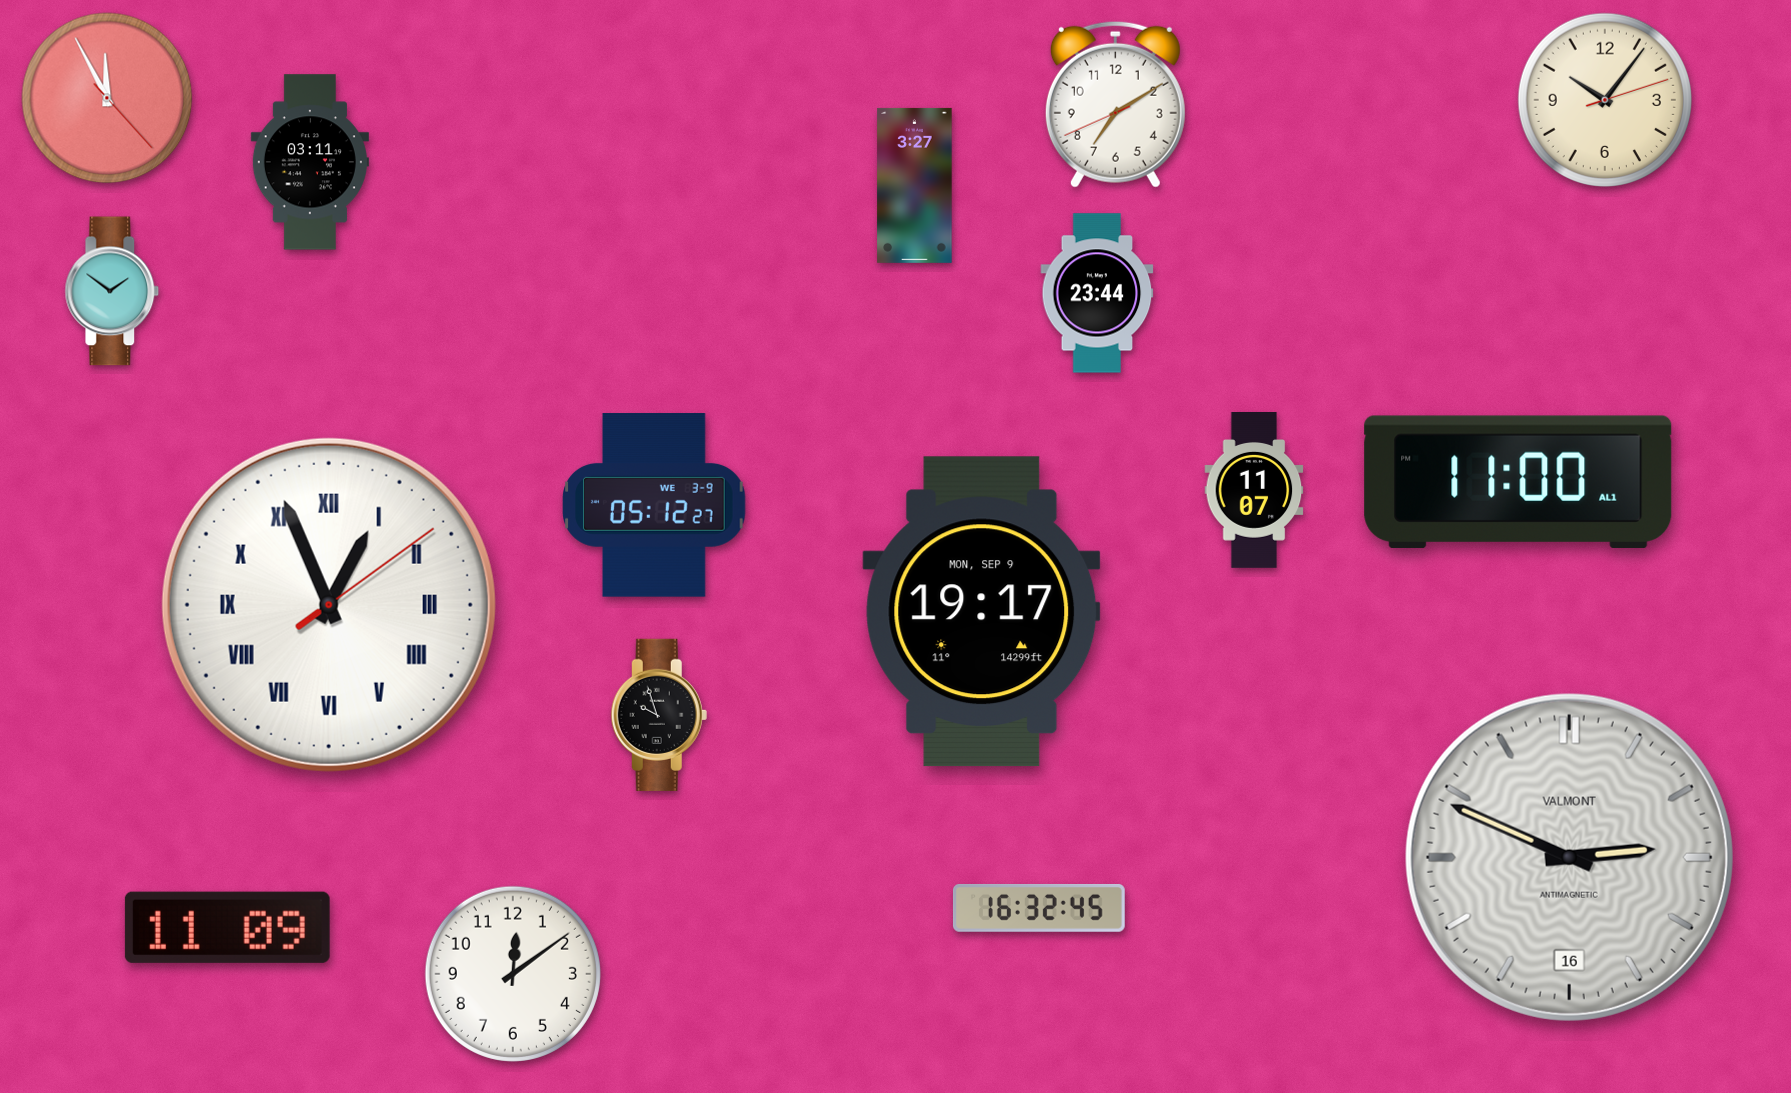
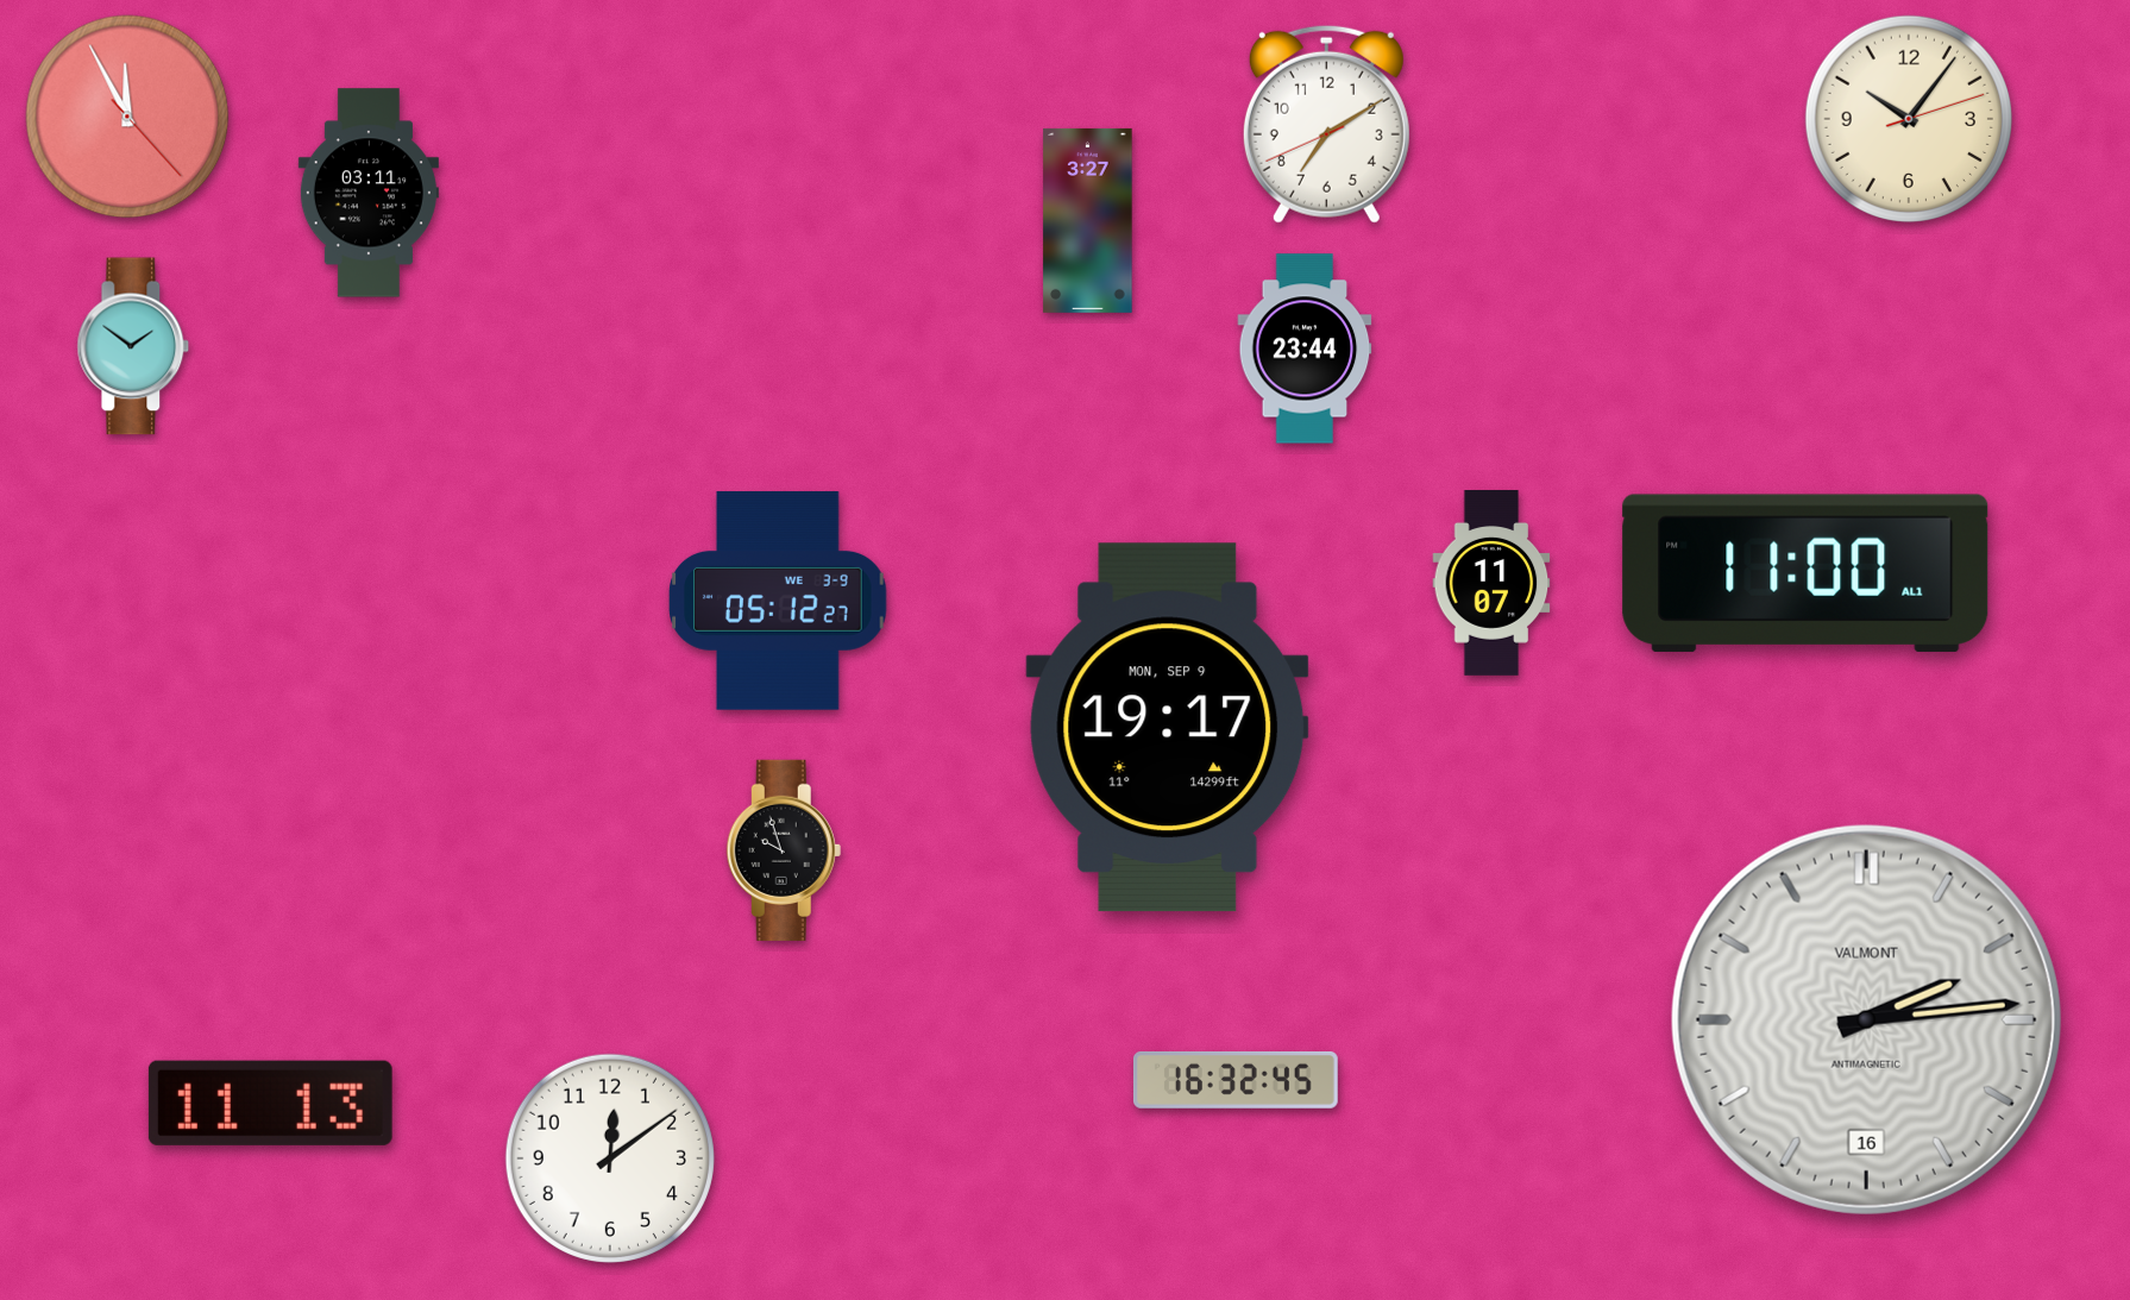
clock at (329, 605): 12:56 -> none
clock at (1569, 857): 2:49 -> 2:14
clock at (227, 927): 11:09 -> 11:13
